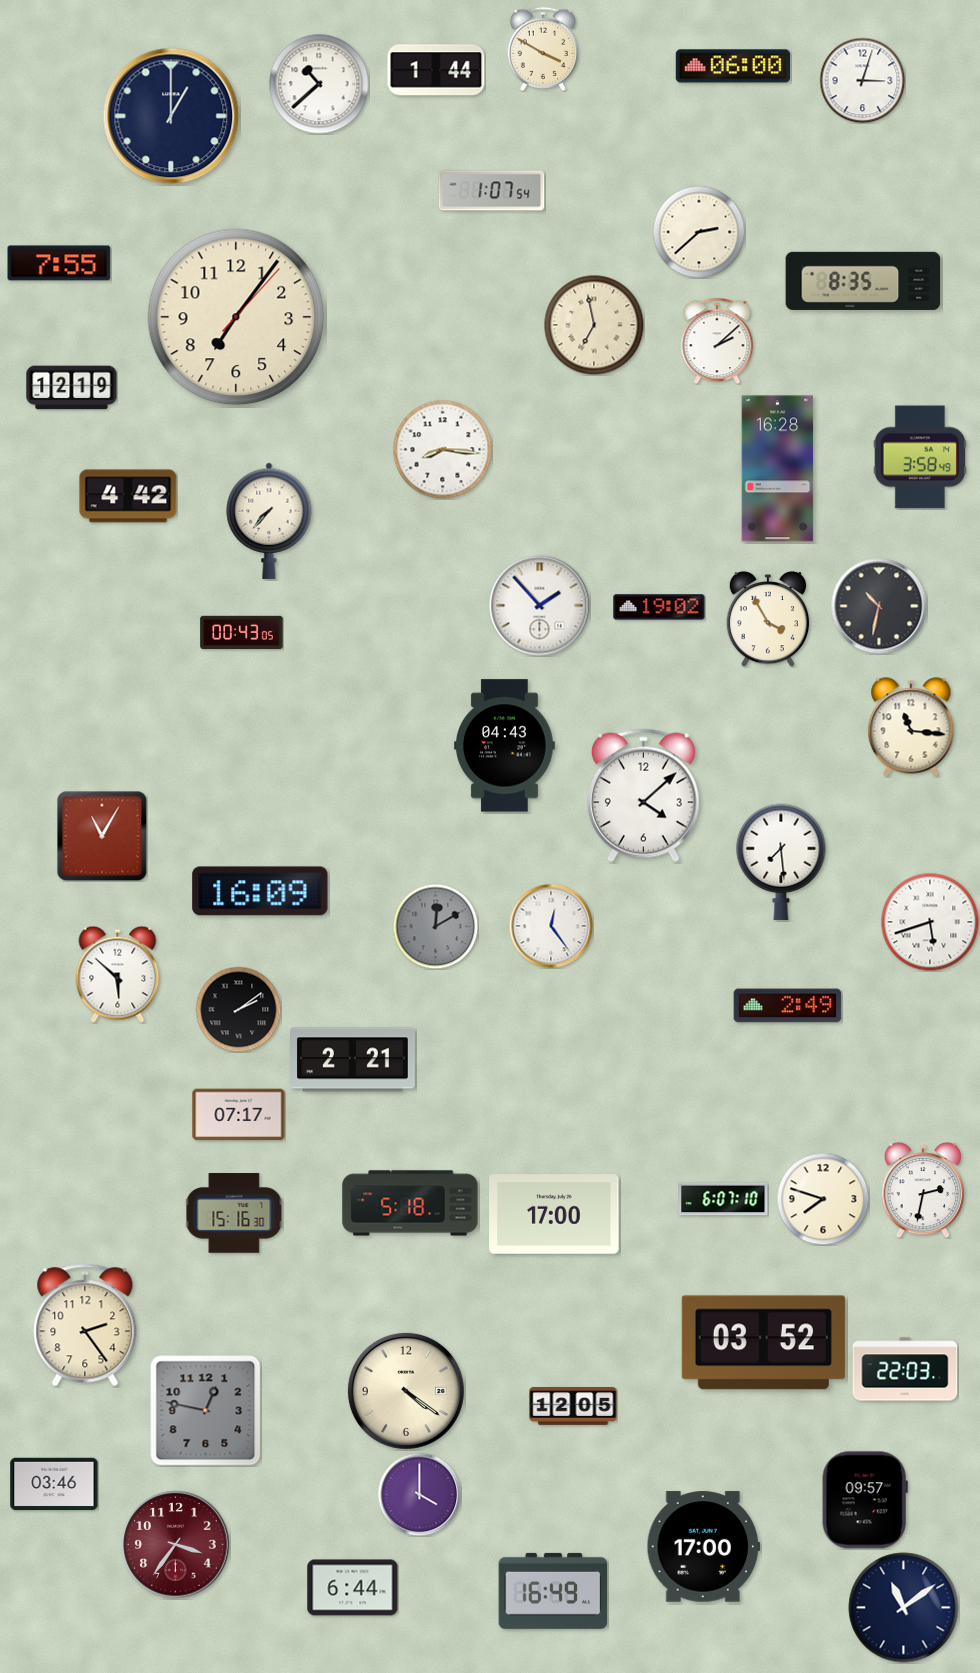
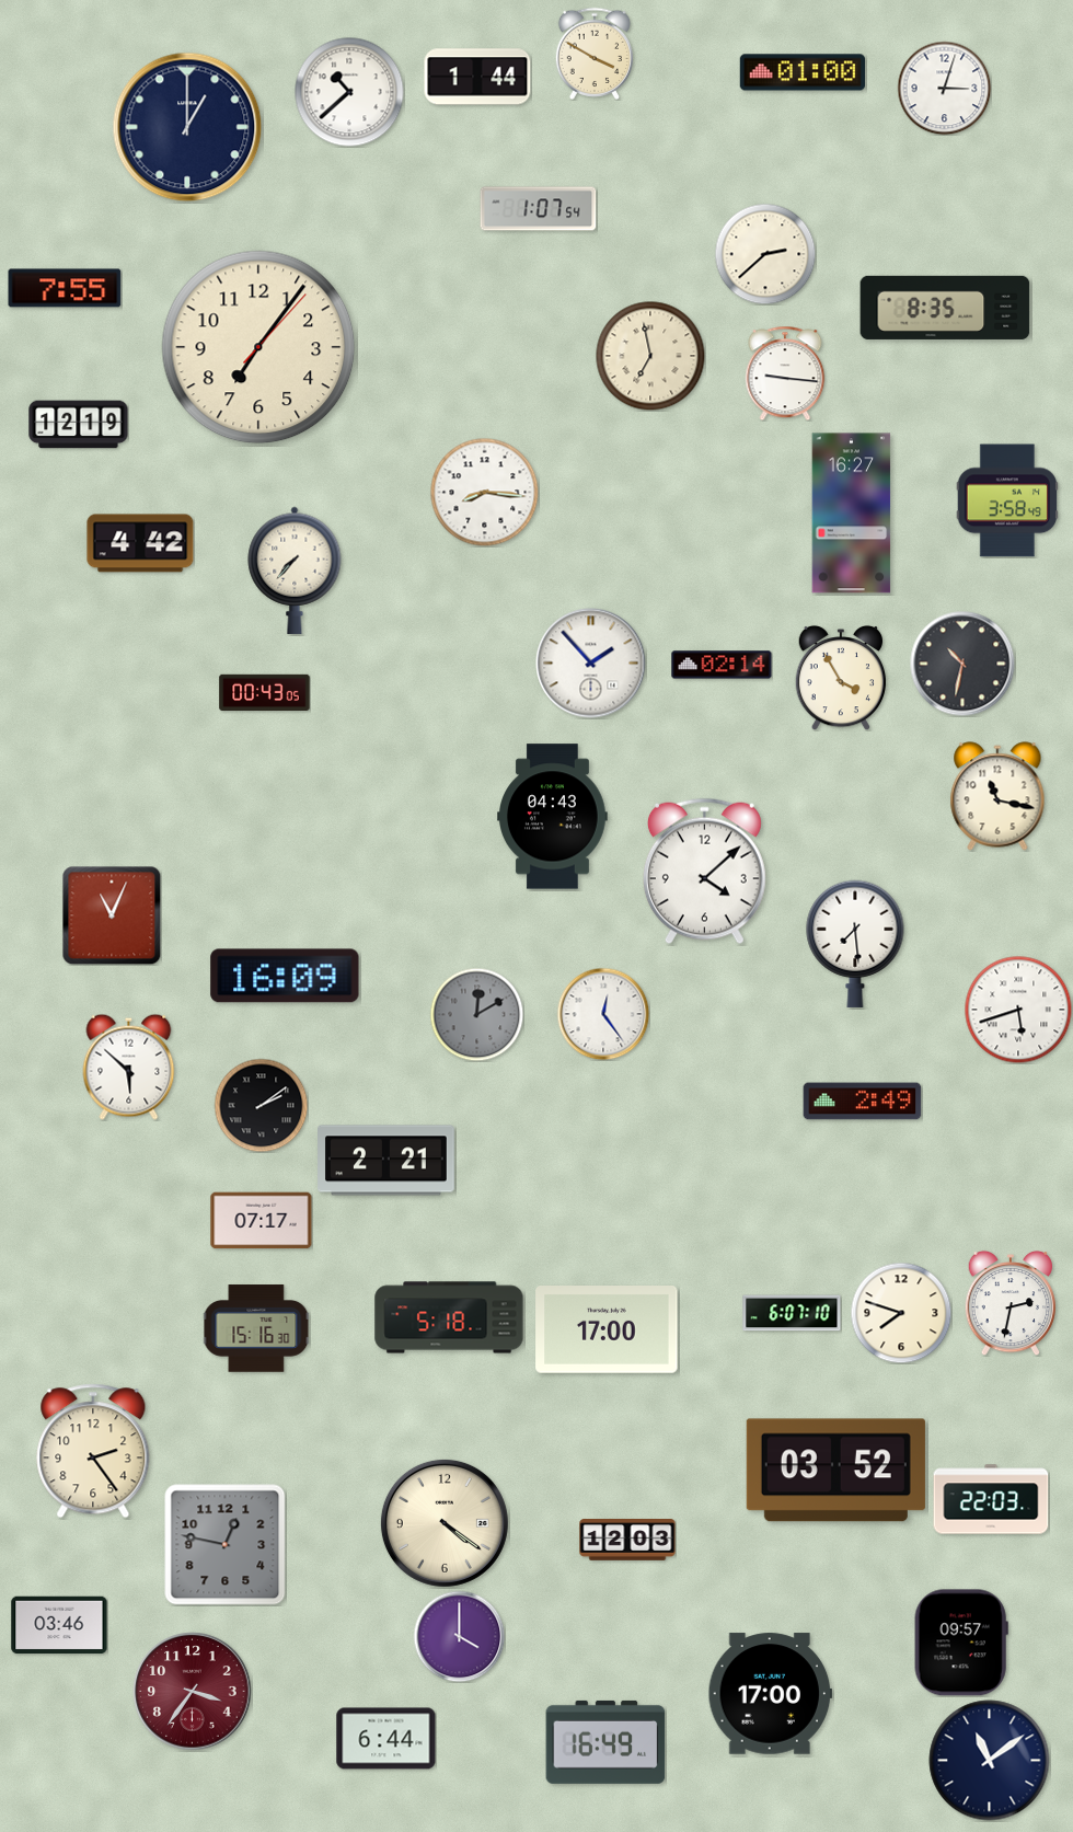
clock at (732, 66): 06:00 -> 01:00
clock at (717, 341): 2:08 -> 9:16
clock at (778, 469): 16:28 -> 16:27
clock at (659, 607): 19:02 -> 02:14
clock at (911, 727): 11:16 -> 11:17
clock at (102, 836): 11:05 -> 11:04
clock at (573, 1406): 12:05 -> 12:03
clock at (865, 1500) position: (865, 1500) -> (961, 1643)
